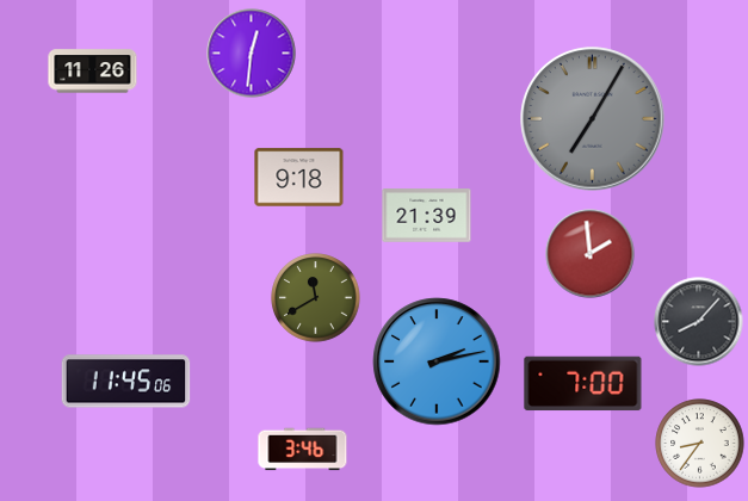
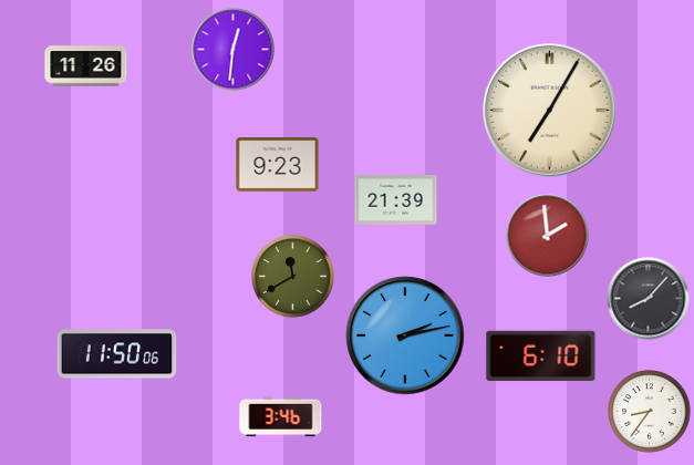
clock at (593, 119) dial: grey -> cream
clock at (299, 178): 9:18 -> 9:23
clock at (126, 382): 11:45 -> 11:50
clock at (583, 384): 7:00 -> 6:10
